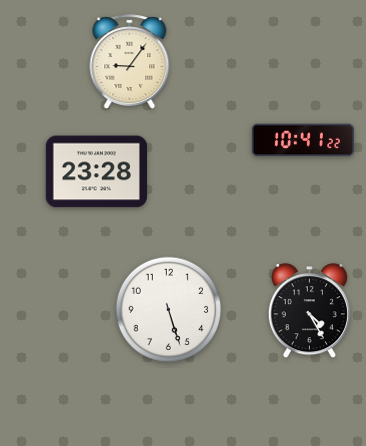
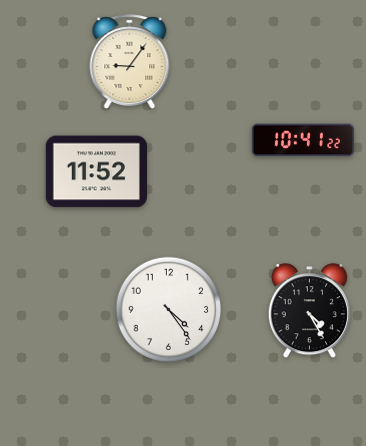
clock at (96, 172): 23:28 -> 11:52
clock at (169, 310): 5:27 -> 4:24
